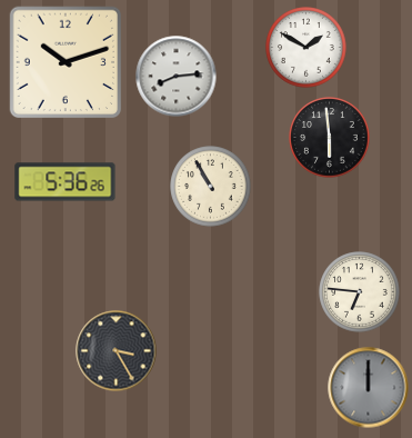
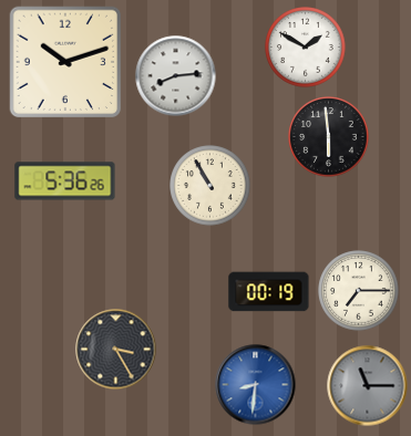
clock at (360, 292): 6:46 -> 7:15
clock at (269, 292): none -> 00:19
clock at (256, 385): none -> 8:31
clock at (369, 388): 12:00 -> 11:15
